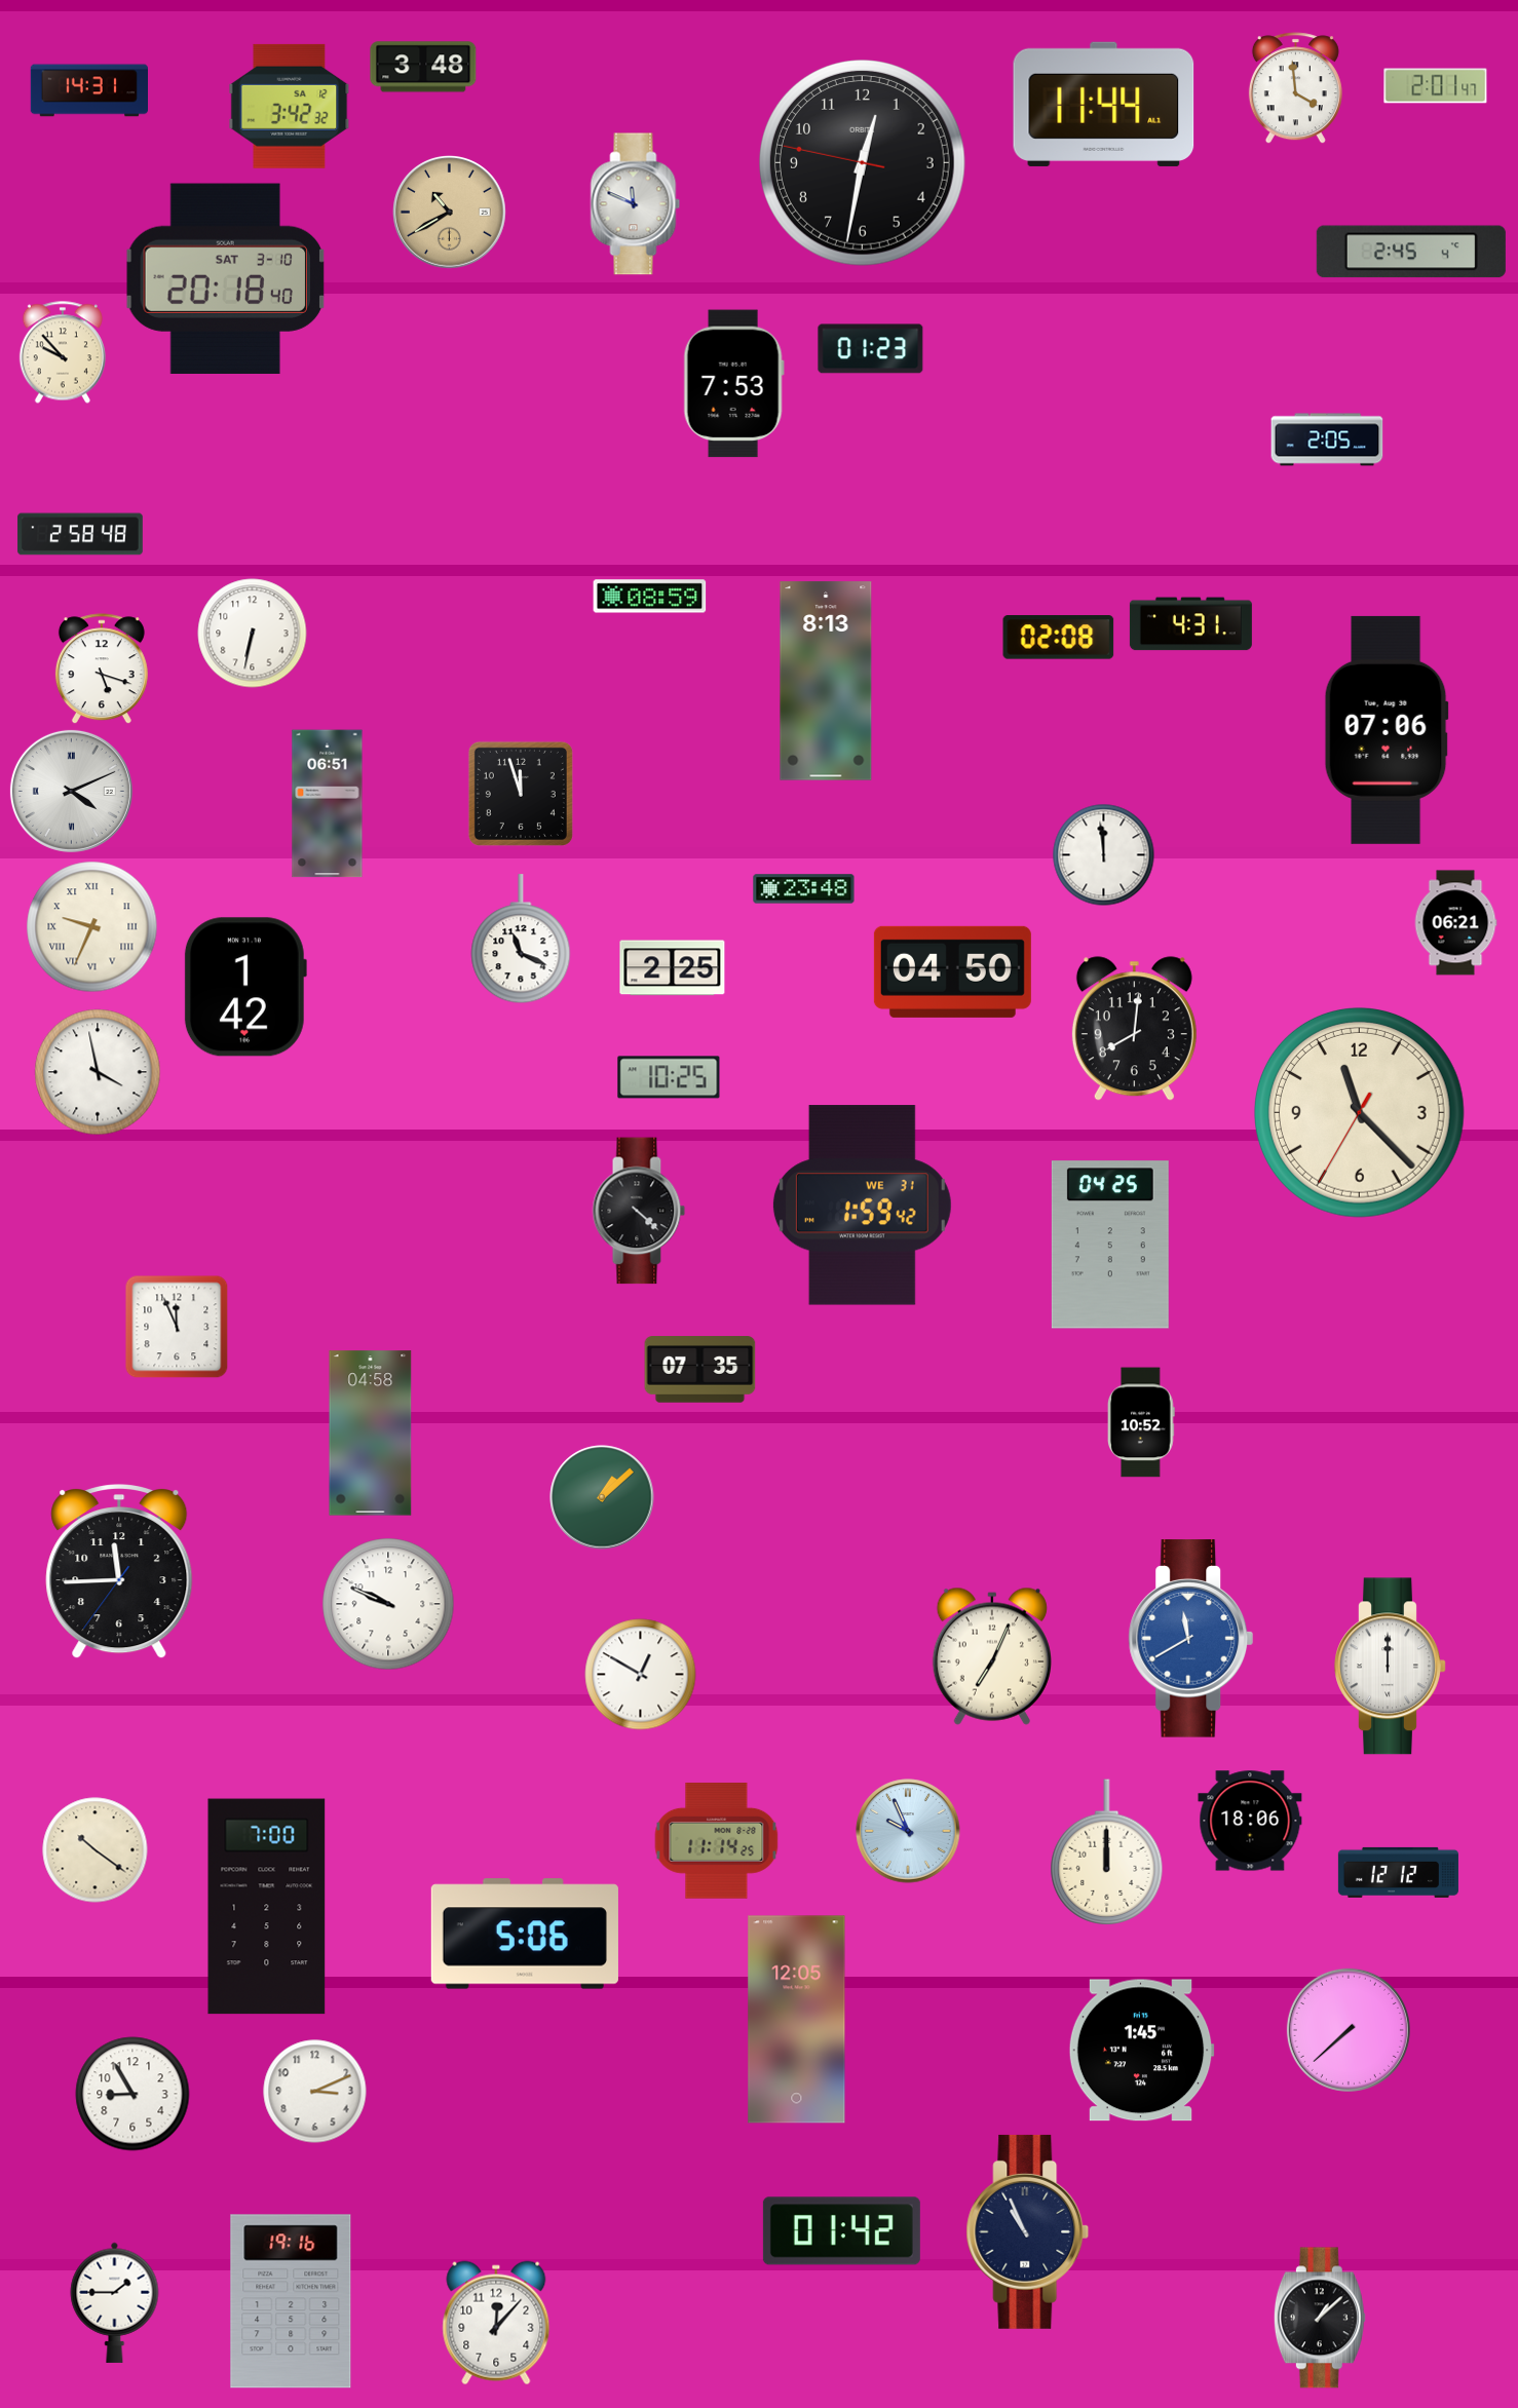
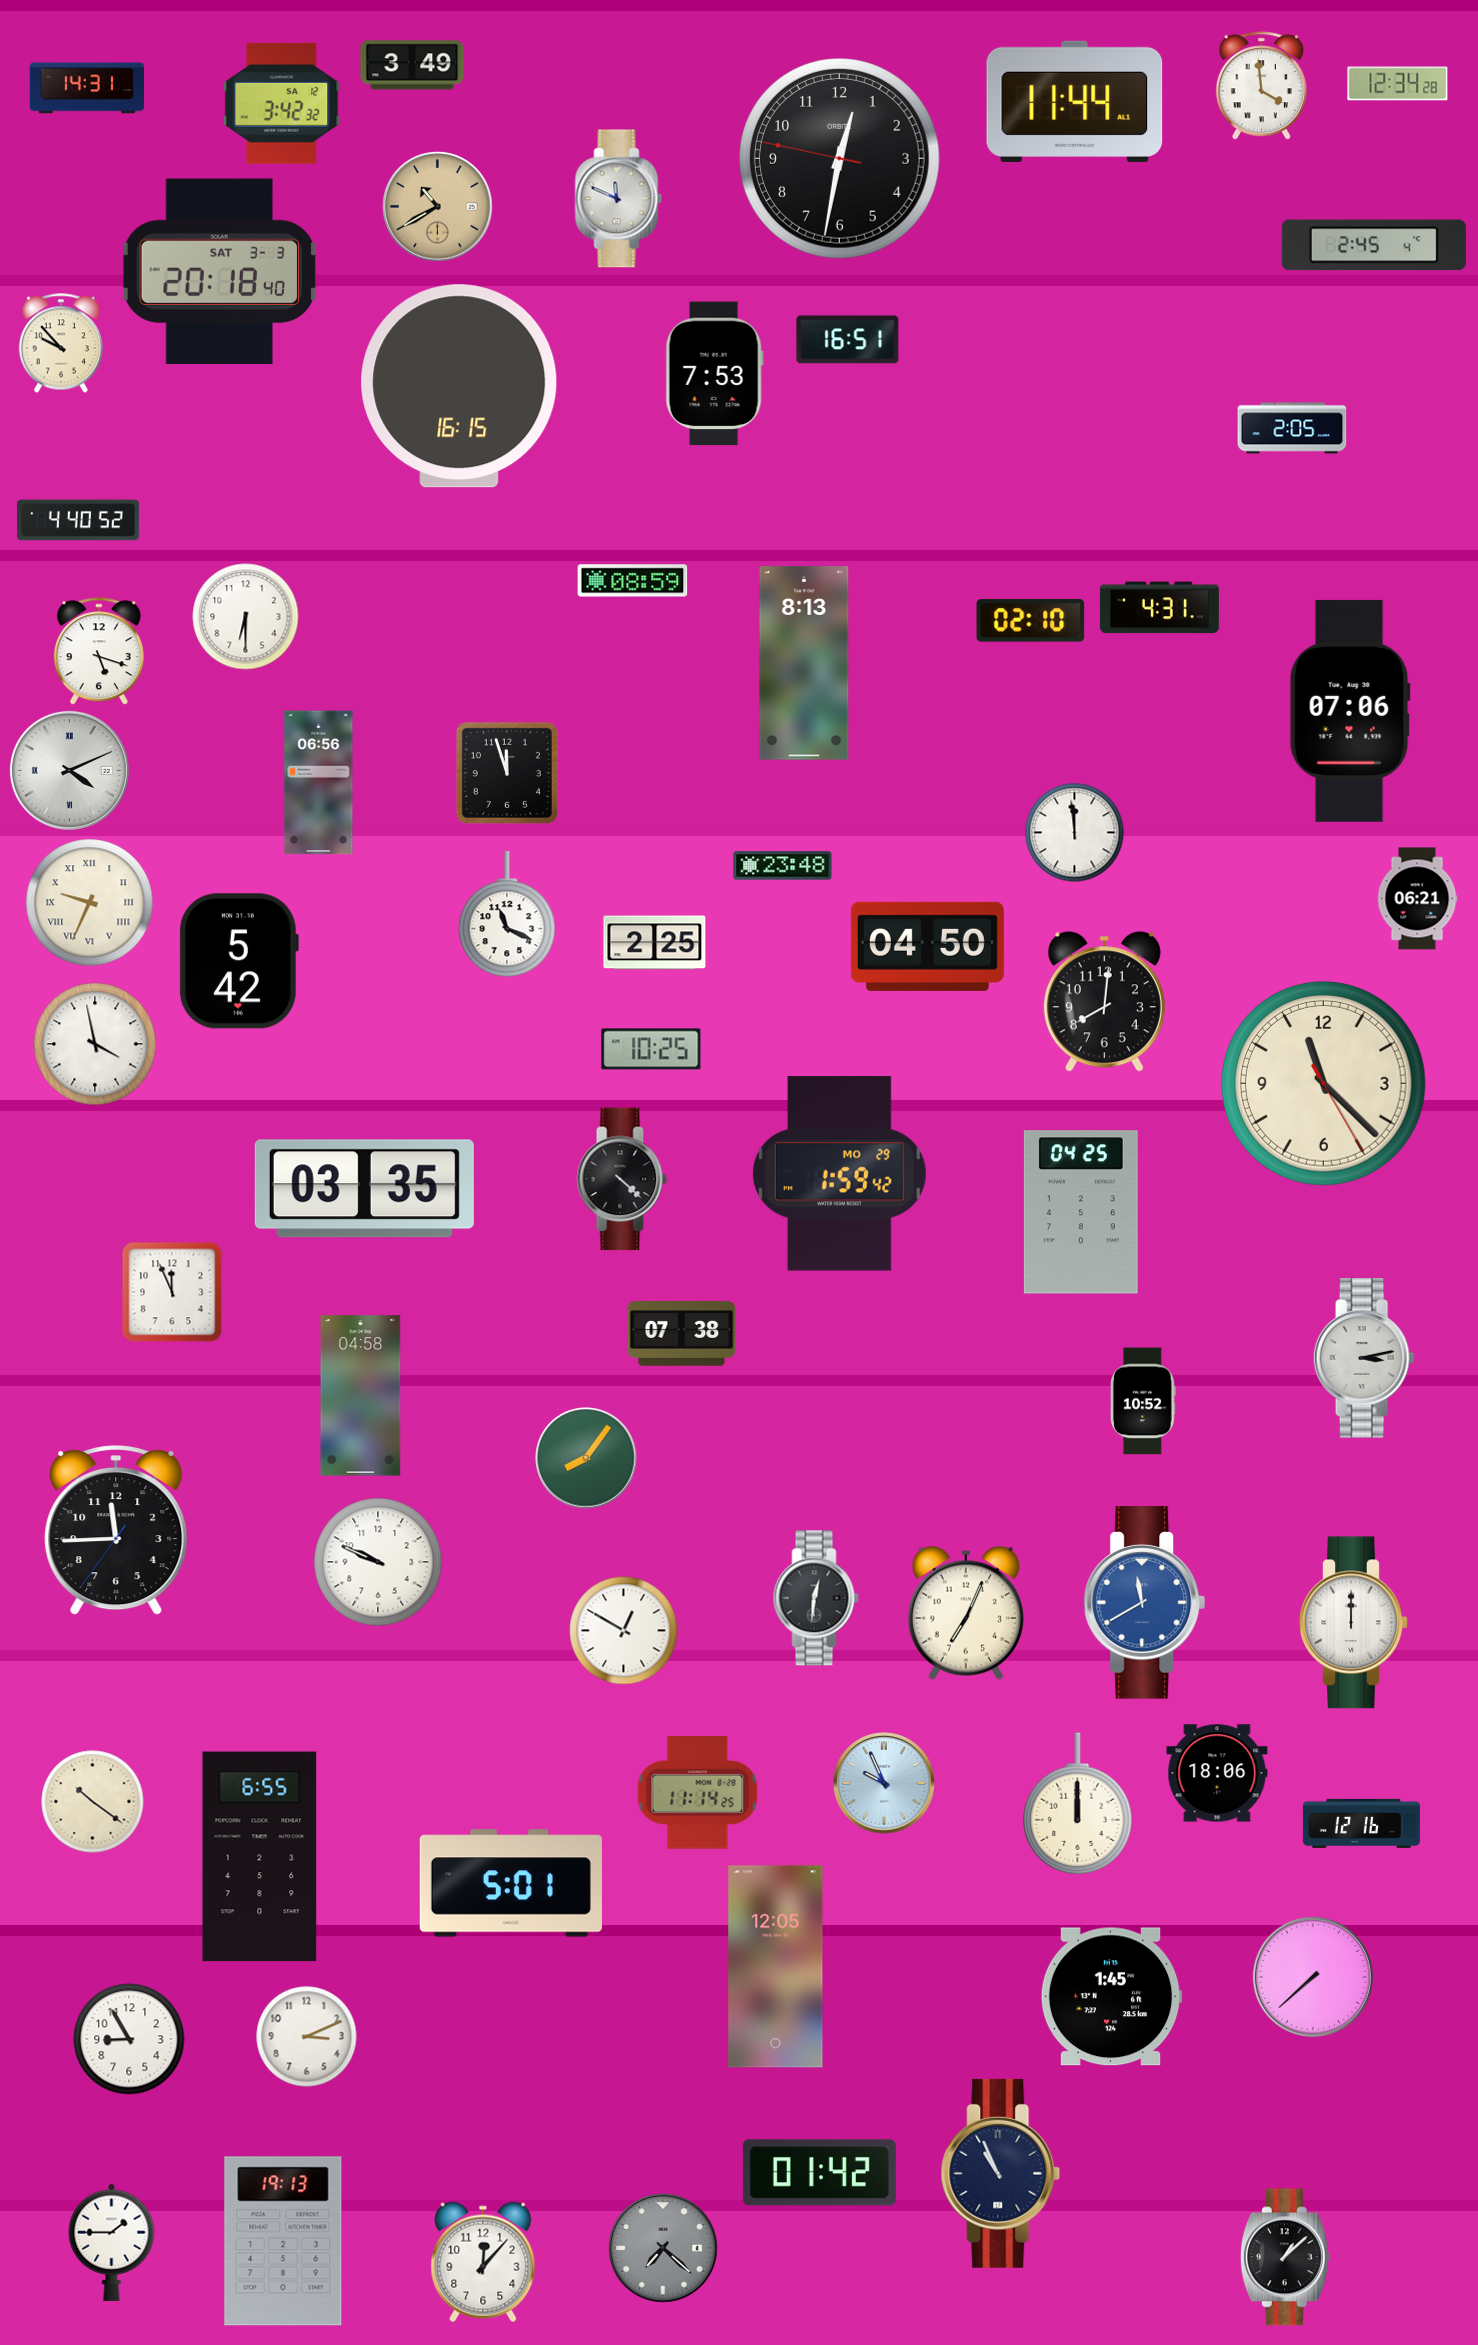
clock at (423, 67): 3:48 -> 3:49
clock at (1436, 86): 2:01 -> 12:34
clock at (225, 278) date: SAT 3-10 -> SAT 3-3
clock at (871, 349): 01:23 -> 16:51
clock at (459, 386): none -> 16:15
clock at (80, 534): 2:58 -> 4:40
clock at (253, 634): 6:32 -> 6:30
clock at (1059, 638): 02:08 -> 02:10
clock at (328, 804): 06:51 -> 06:56
clock at (245, 987): 1:42 -> 5:42
clock at (1359, 1112): 11:22:35 -> 11:22:25
clock at (862, 1206) date: WE 31 -> MO 29
clock at (364, 1189): none -> 03:35
clock at (700, 1370): 07:35 -> 07:38
clock at (1364, 1358): none -> 3:13
clock at (1142, 1422) position: (1142, 1422) -> (1144, 1401)
clock at (602, 1497): 1:08 -> 8:06
clock at (1191, 1639) position: (1191, 1639) -> (1145, 1603)
clock at (816, 1598): none -> 12:31
clock at (1398, 1872): 12:12 -> 12:16
clock at (267, 1907): 7:00 -> 6:55
clock at (525, 1934): 5:06 -> 5:01
clock at (291, 2301): 19:16 -> 19:13
clock at (664, 2249): none -> 7:22
